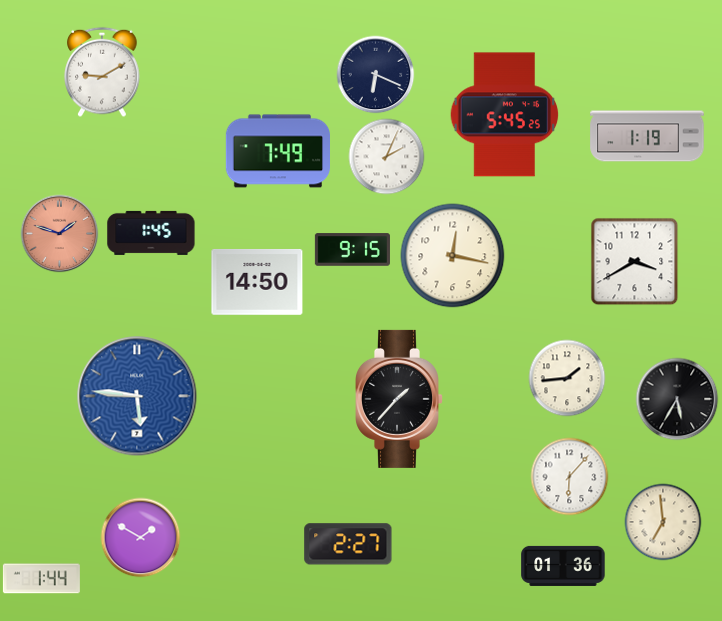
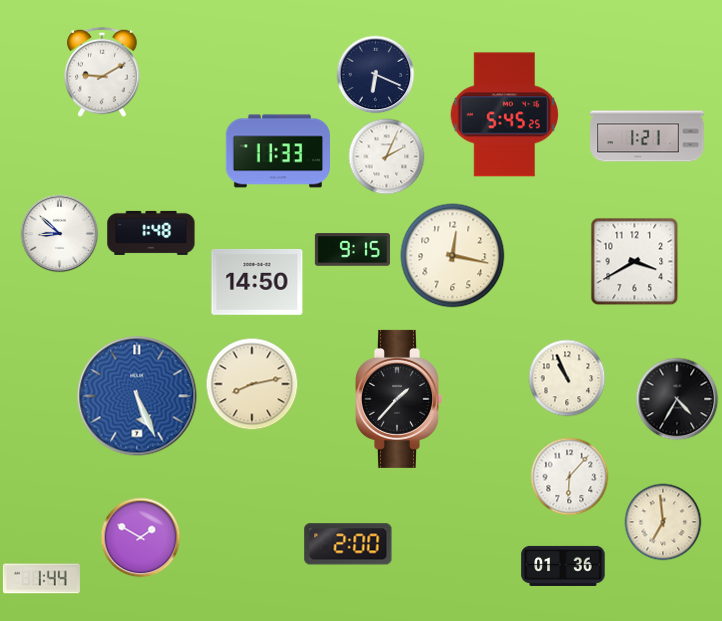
clock at (647, 136): 1:19 -> 1:21
clock at (277, 151): 7:49 -> 11:33
clock at (151, 233): 1:45 -> 1:48
clock at (60, 234): 1:48 -> 8:52
clock at (60, 234) dial: salmon -> white
clock at (567, 378): 1:44 -> 10:56
clock at (252, 384): none -> 8:13
clock at (137, 396): 5:46 -> 5:26
clock at (677, 399): 5:35 -> 4:35
clock at (348, 544): 2:27 -> 2:00
